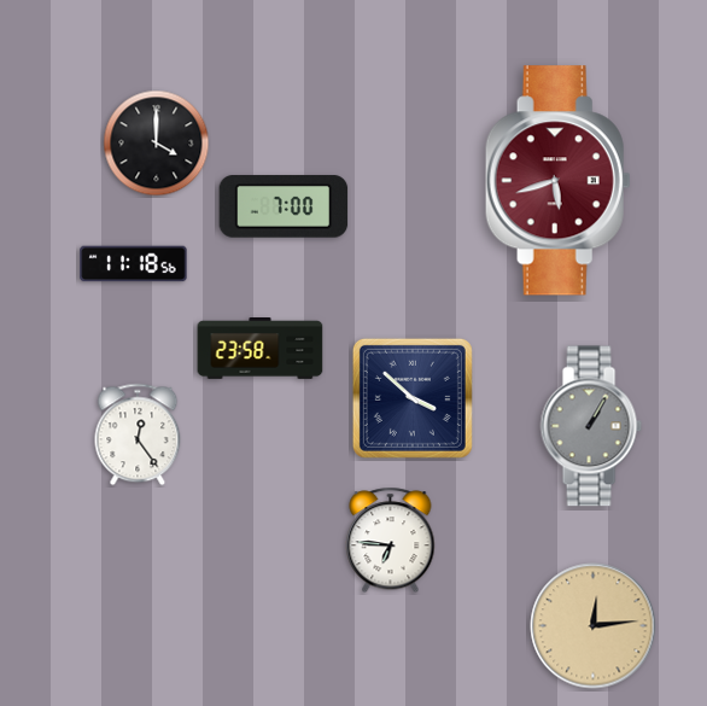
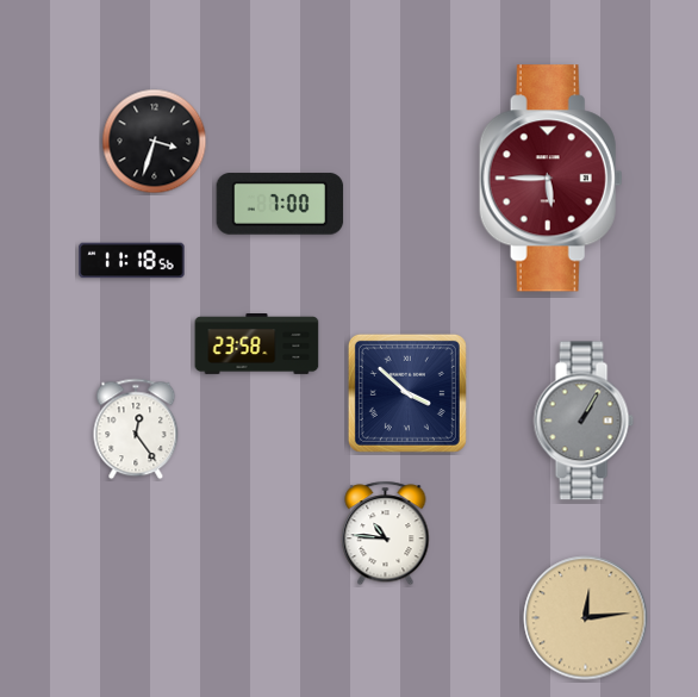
clock at (157, 144): 4:00 -> 3:33
clock at (557, 181): 5:42 -> 5:45
clock at (391, 541): 6:46 -> 10:46
